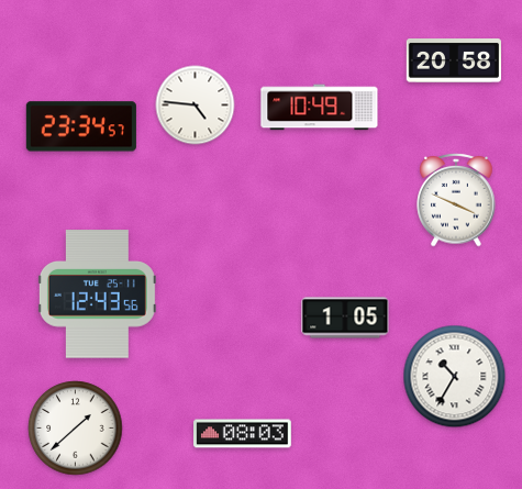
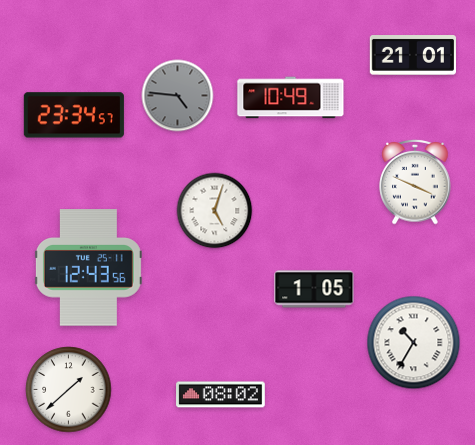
clock at (453, 62): 20:58 -> 21:01
clock at (196, 105) dial: white -> grey
clock at (215, 211): none -> 5:03
clock at (243, 434): 08:03 -> 08:02
